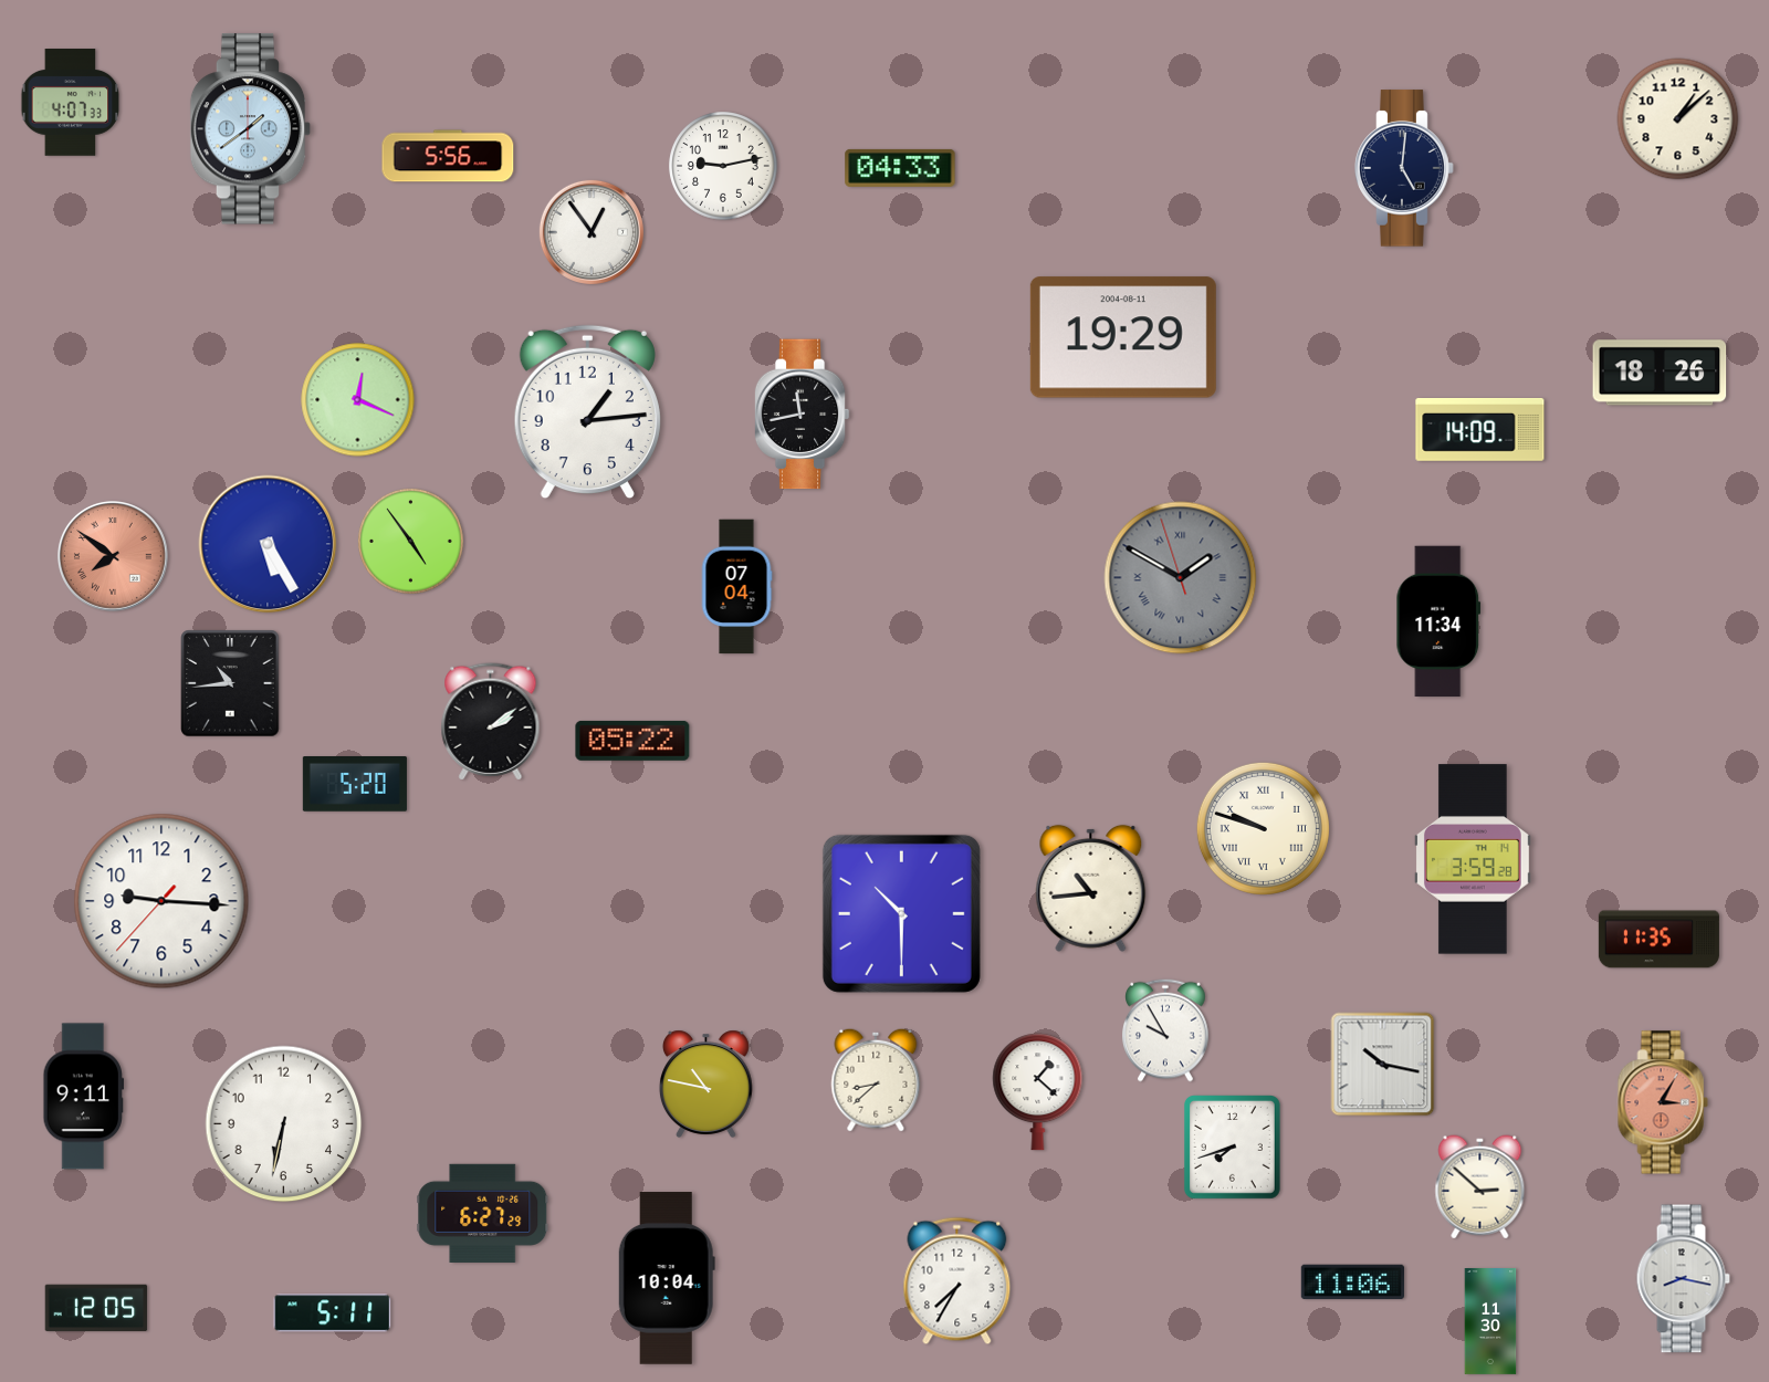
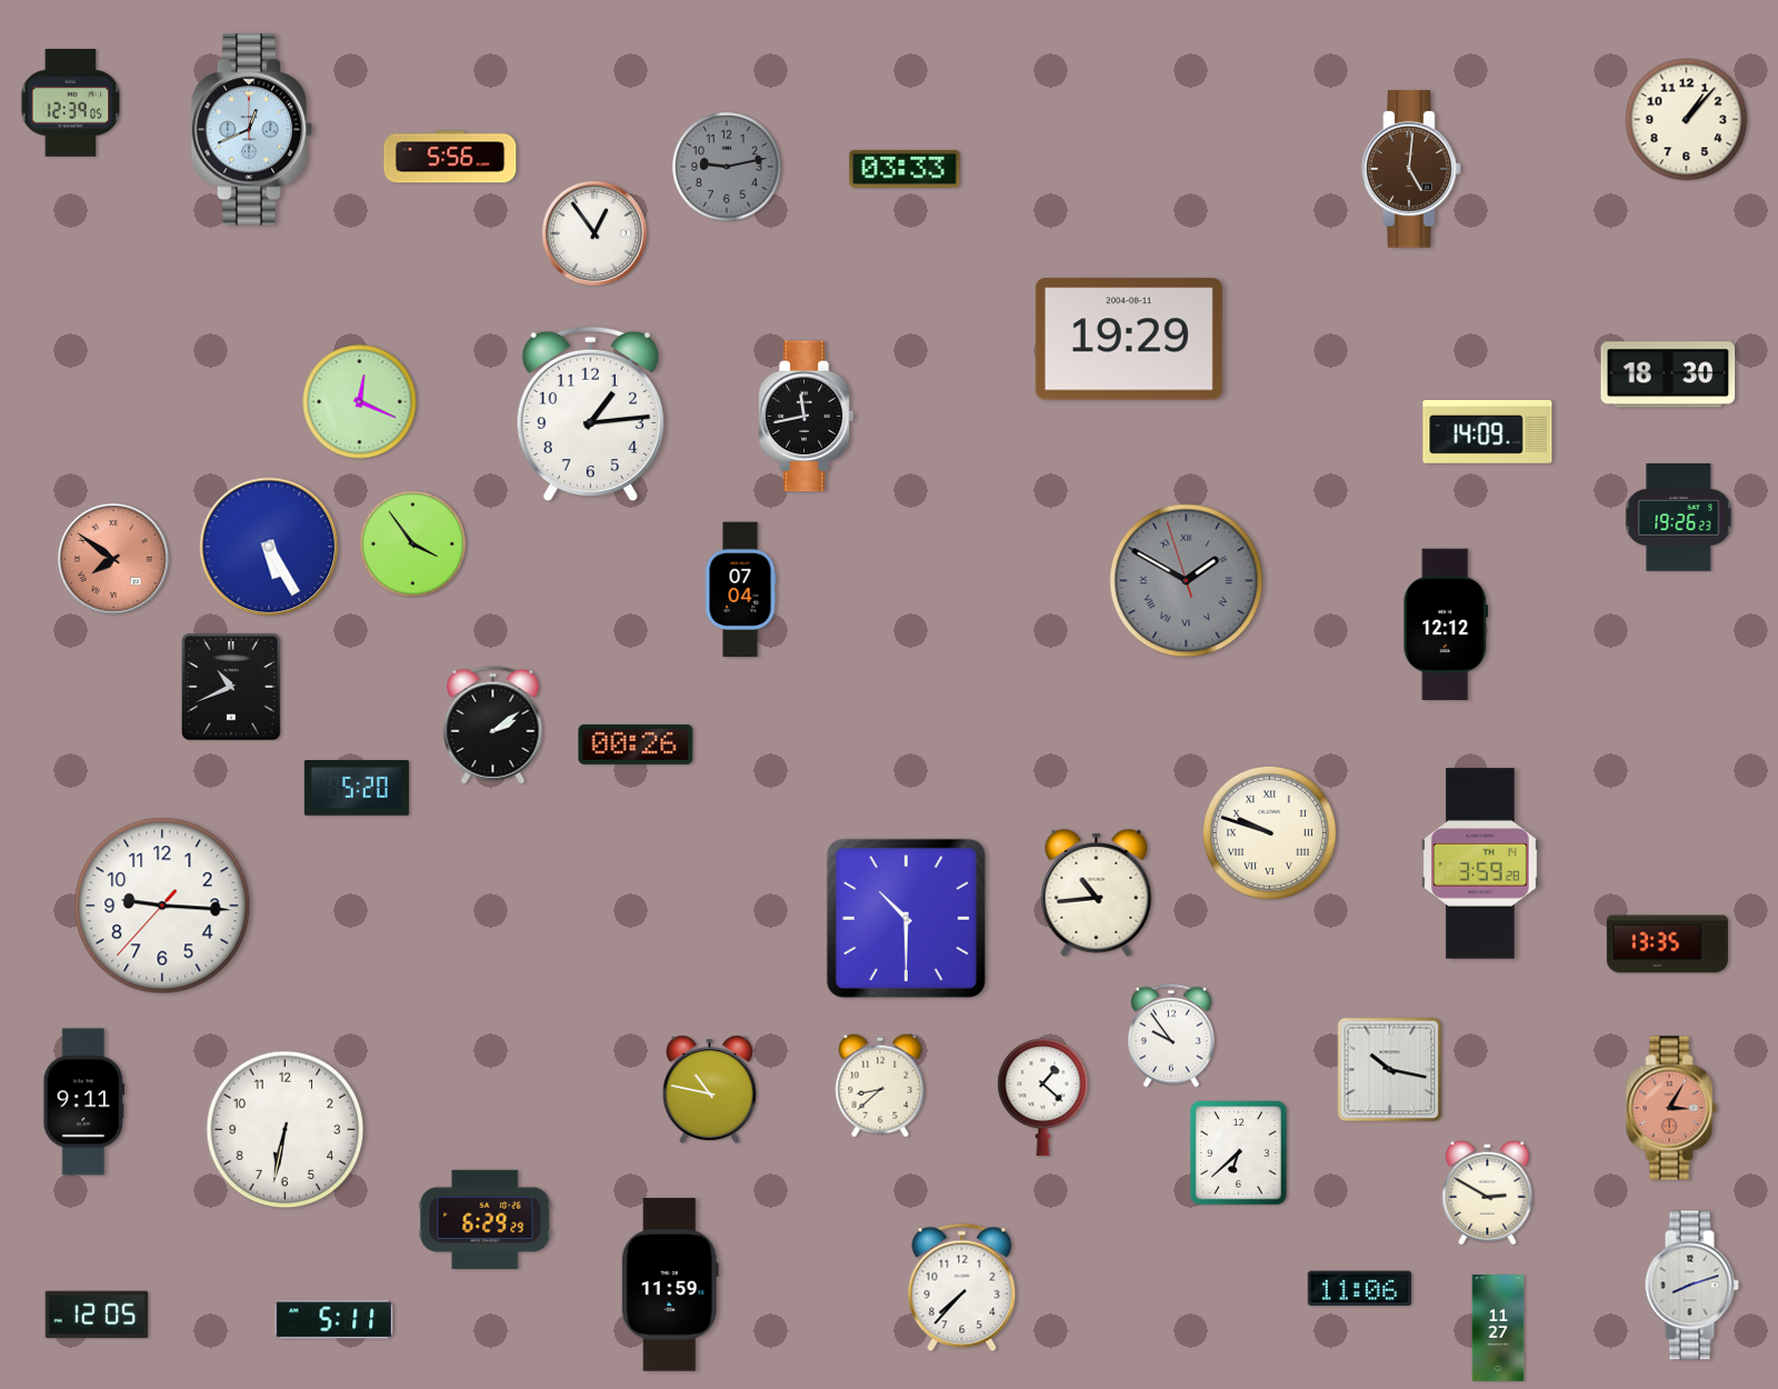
clock at (71, 103): 4:07 -> 12:39
clock at (1678, 119): 1:08 -> 1:07
clock at (251, 129): 1:39 -> 12:41
clock at (723, 166) dial: white -> grey
clock at (900, 168): 04:33 -> 03:33
clock at (1404, 168) dial: navy -> brown
clock at (1660, 373): 18:26 -> 18:30
clock at (1679, 518): none -> 19:26
clock at (410, 541): 4:54 -> 3:54
clock at (1438, 621): 11:34 -> 12:12
clock at (230, 683): 10:44 -> 10:41
clock at (632, 741): 05:22 -> 00:26
clock at (1658, 940): 11:35 -> 13:35
clock at (1166, 1030): 9:55 -> 9:54
clock at (1233, 1148): 7:42 -> 6:38
clock at (1480, 1187): 2:52 -> 2:50
clock at (483, 1213): 6:27 -> 6:29
clock at (667, 1278): 10:04 -> 11:59
clock at (1683, 1279): 8:17 -> 8:12
clock at (957, 1281): 7:35 -> 7:37
clock at (1490, 1322): 11:30 -> 11:27
